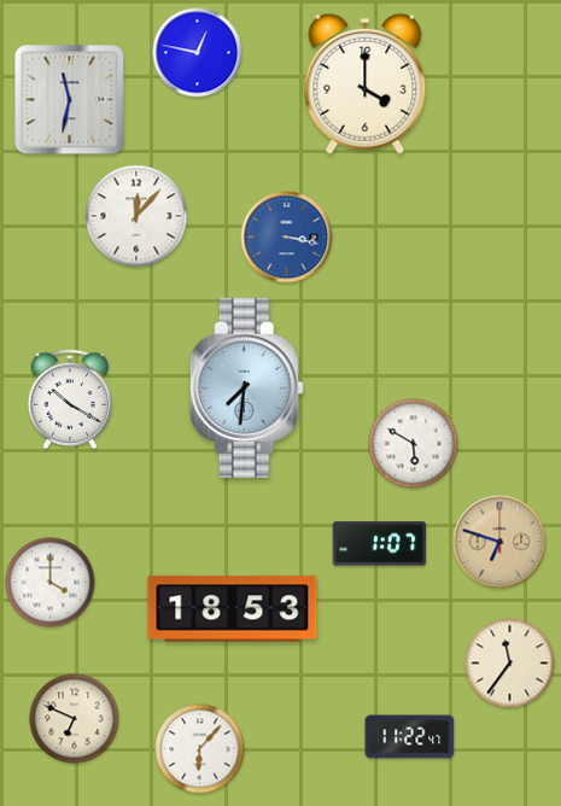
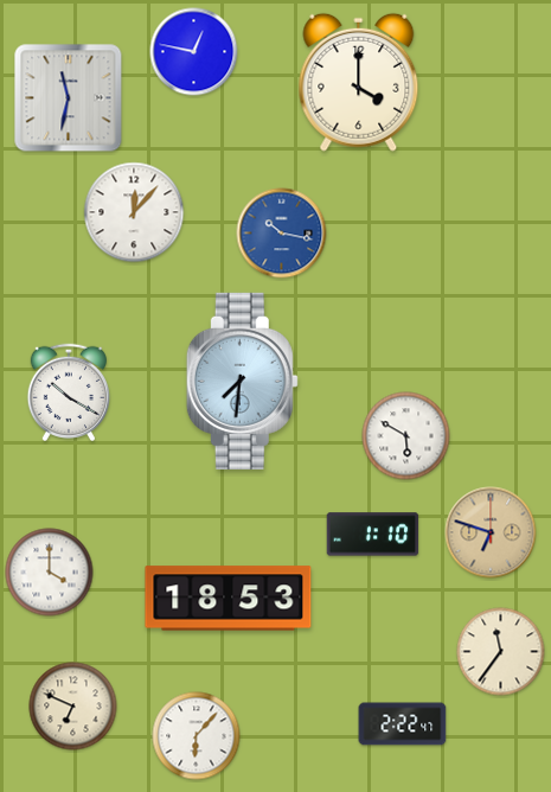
clock at (287, 238): 3:17 -> 10:17
clock at (380, 544): 1:07 -> 1:10
clock at (410, 737): 11:22 -> 2:22
